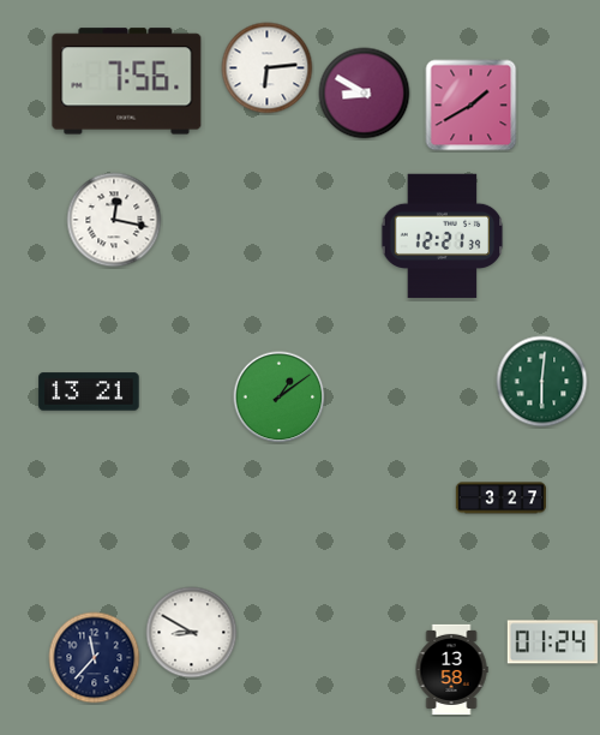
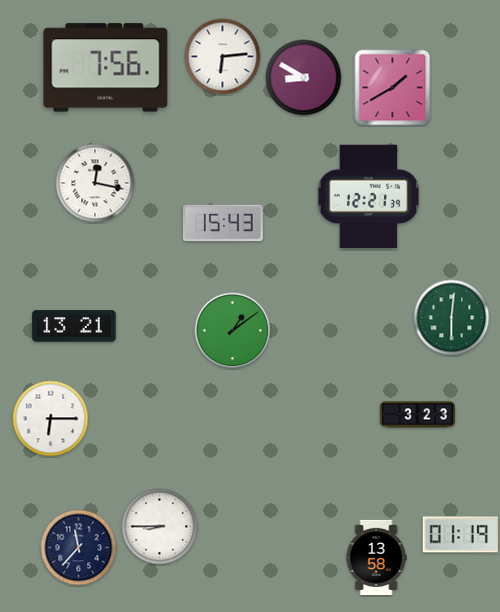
clock at (223, 223): none -> 15:43
clock at (500, 498): 3:27 -> 3:23
clock at (51, 419): none -> 6:15
clock at (192, 633): 8:50 -> 8:45
clock at (552, 643): 01:24 -> 01:19
